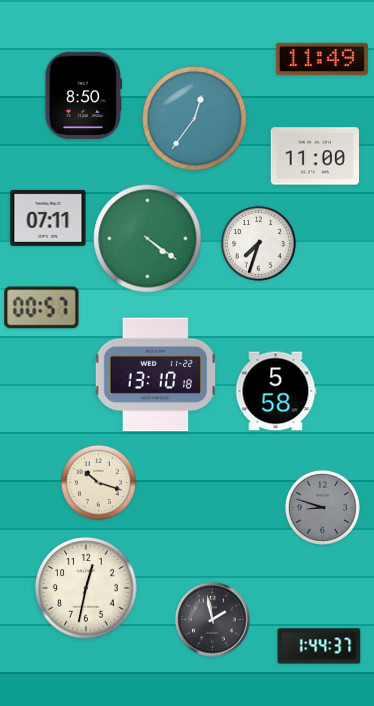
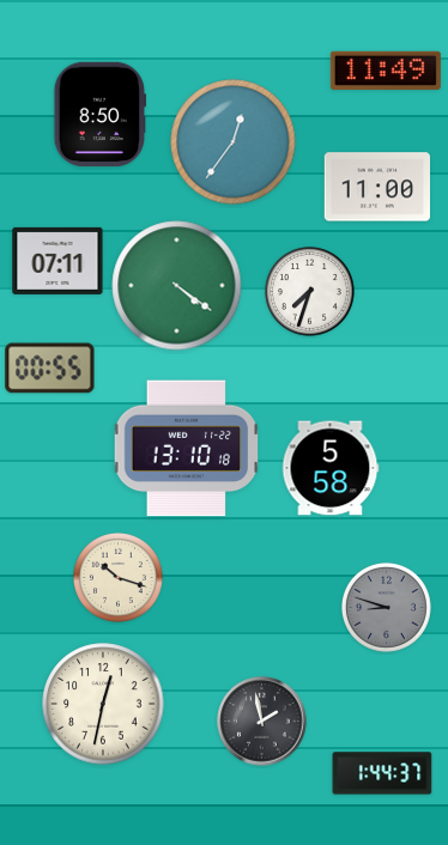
clock at (42, 308): 00:57 -> 00:55
clock at (213, 620) position: (213, 620) -> (262, 722)
